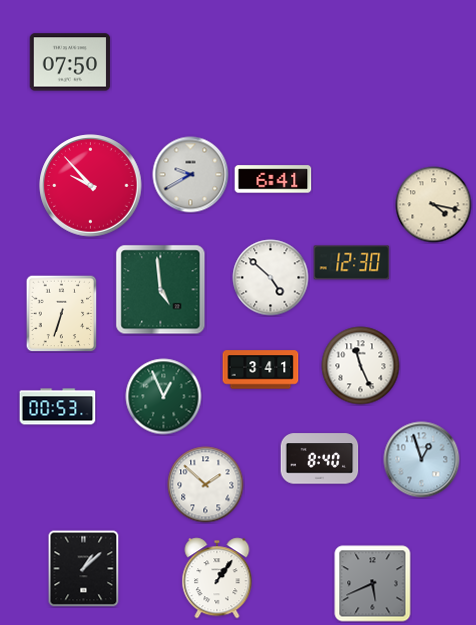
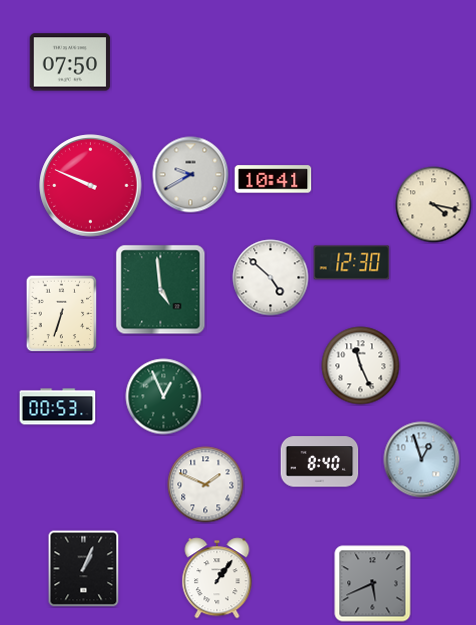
clock at (273, 179): 6:41 -> 10:41
clock at (91, 186): 9:53 -> 9:49
clock at (261, 370): 3:41 -> none
clock at (320, 459) position: (320, 459) -> (320, 462)
clock at (206, 485): 1:52 -> 1:49
clock at (84, 569): 1:08 -> 1:04
